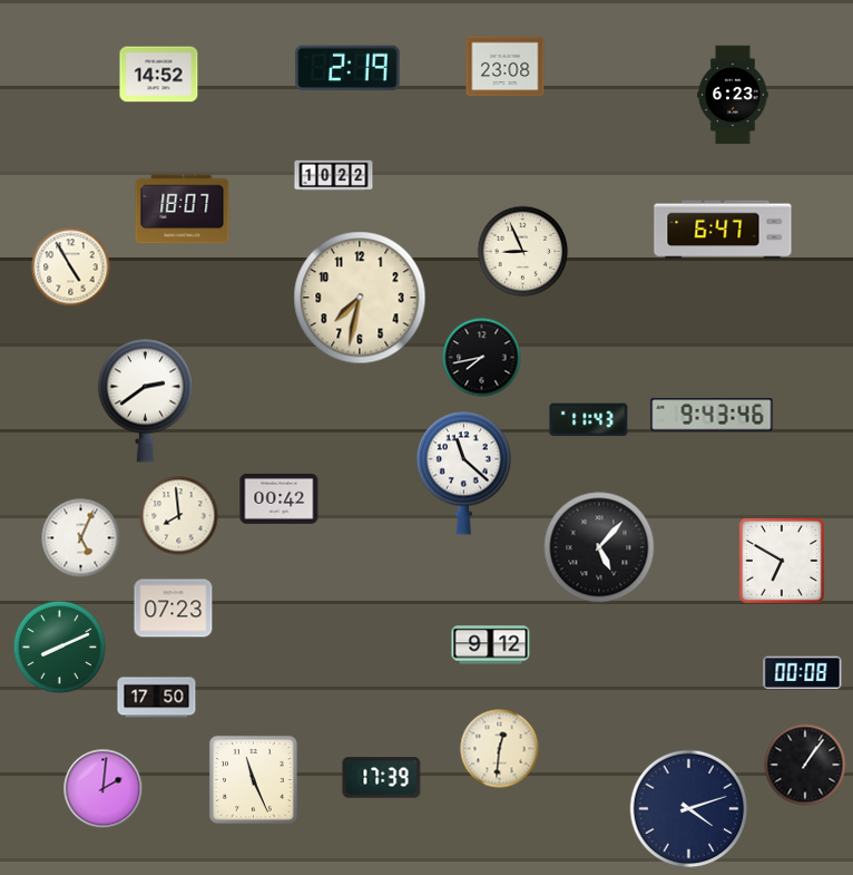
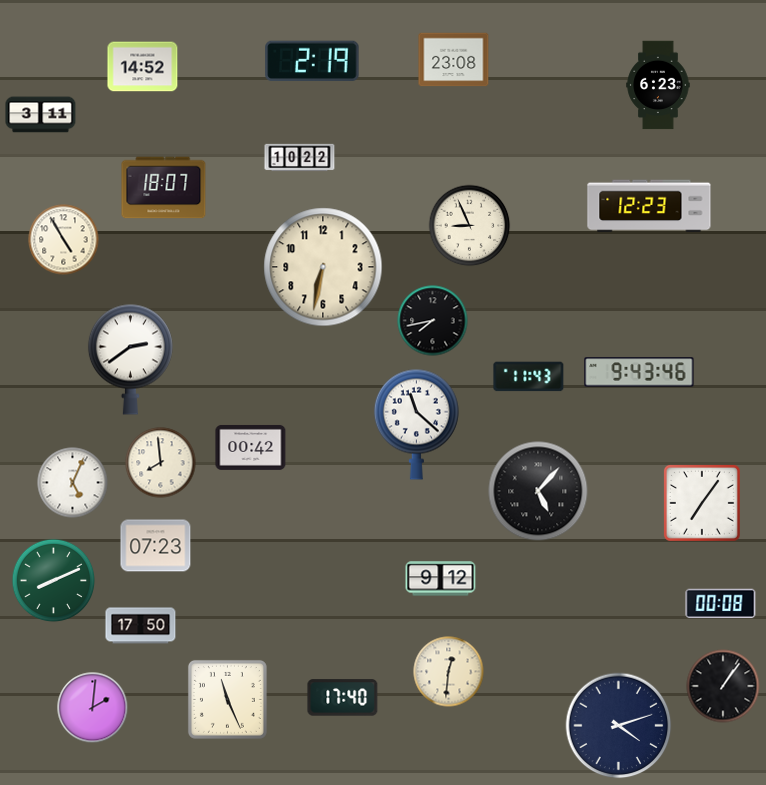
clock at (41, 115): none -> 3:11
clock at (723, 230): 6:47 -> 12:23
clock at (360, 298): 7:32 -> 6:32
clock at (782, 561): 6:50 -> 7:06
clock at (382, 778): 17:39 -> 17:40
